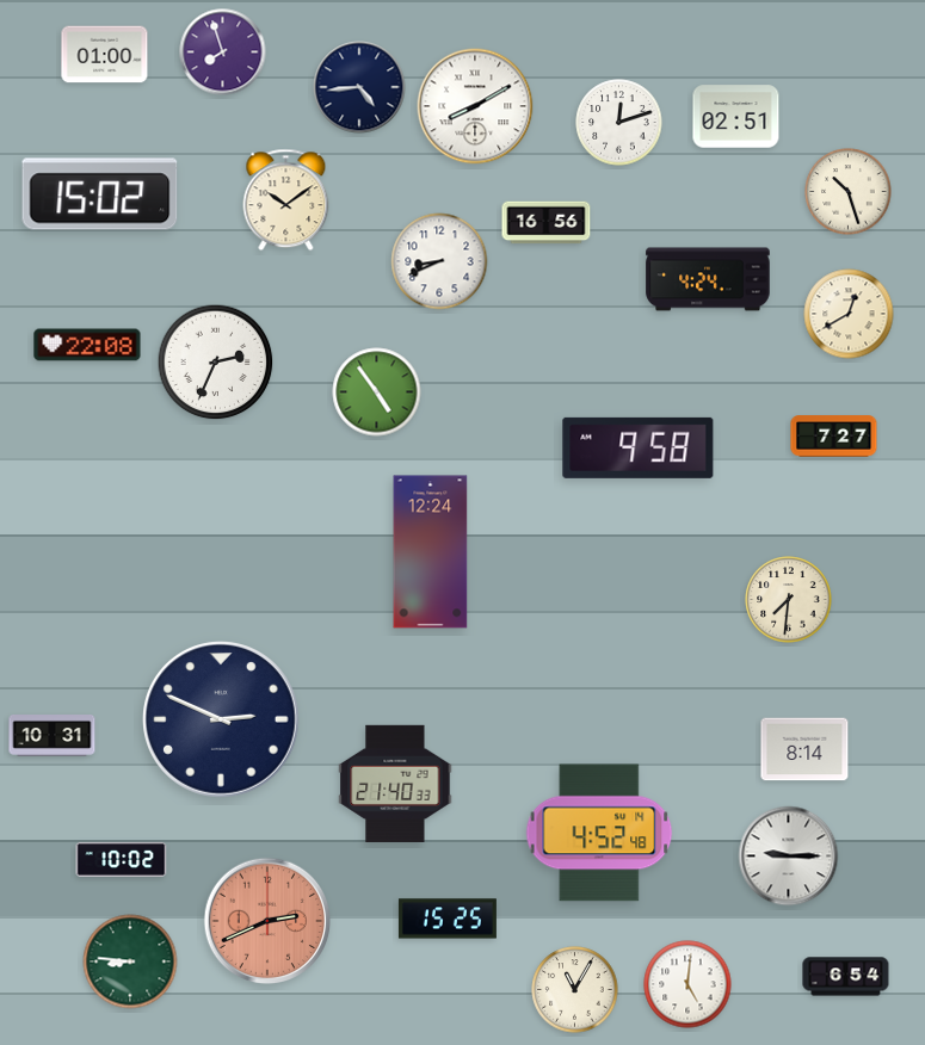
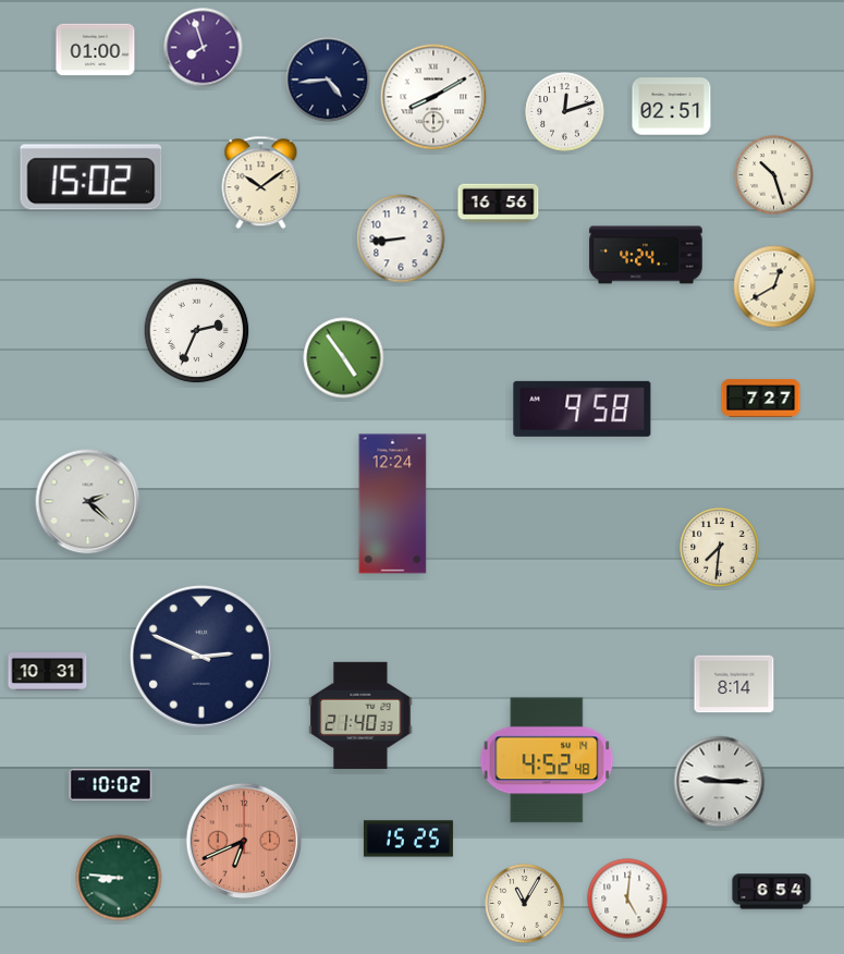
clock at (439, 261): 8:41 -> 8:44
clock at (87, 345): 22:08 -> none
clock at (88, 502): none -> 2:22
clock at (267, 921): 2:41 -> 6:41
